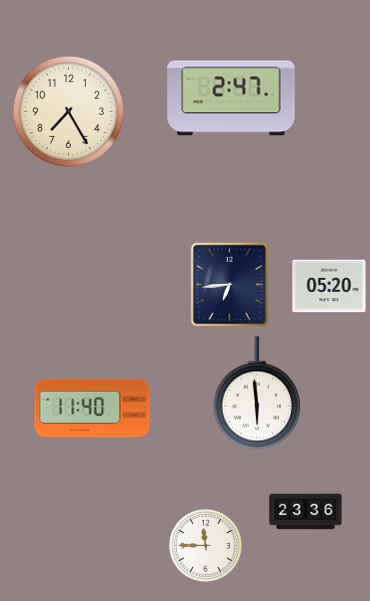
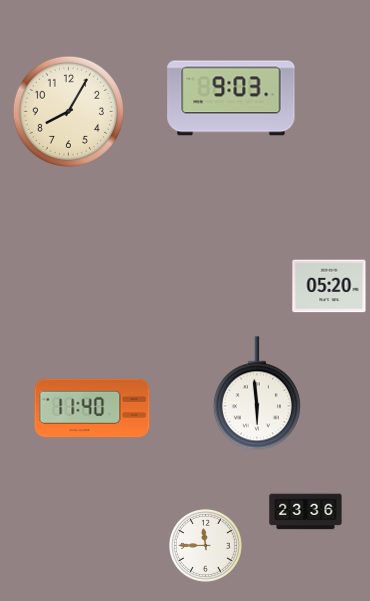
clock at (231, 98): 2:47 -> 9:03
clock at (68, 111): 7:25 -> 8:05
clock at (230, 285): 6:44 -> none
